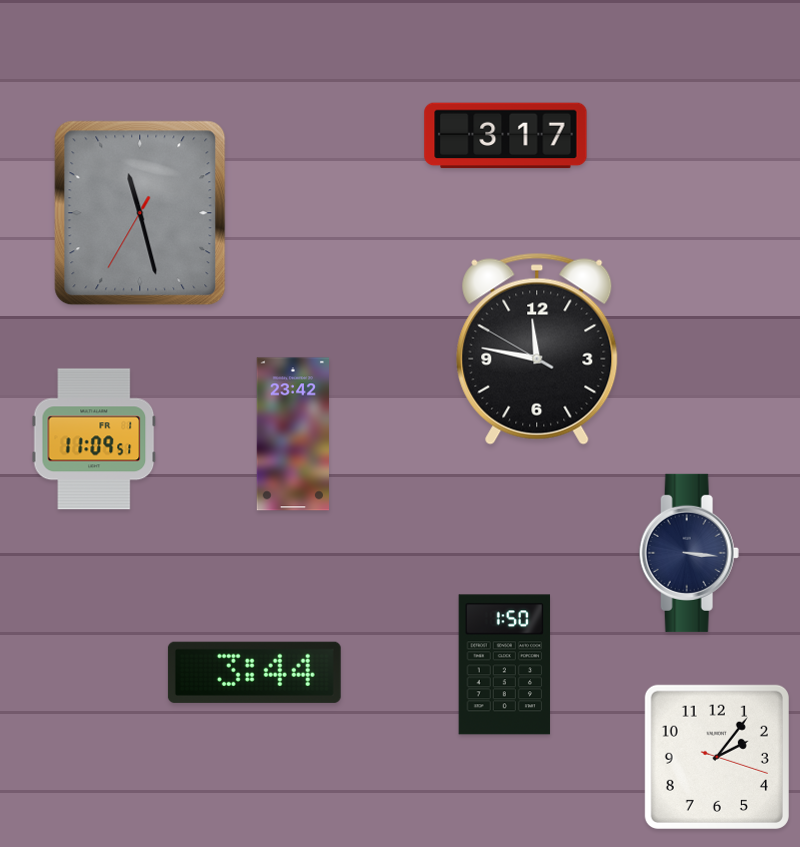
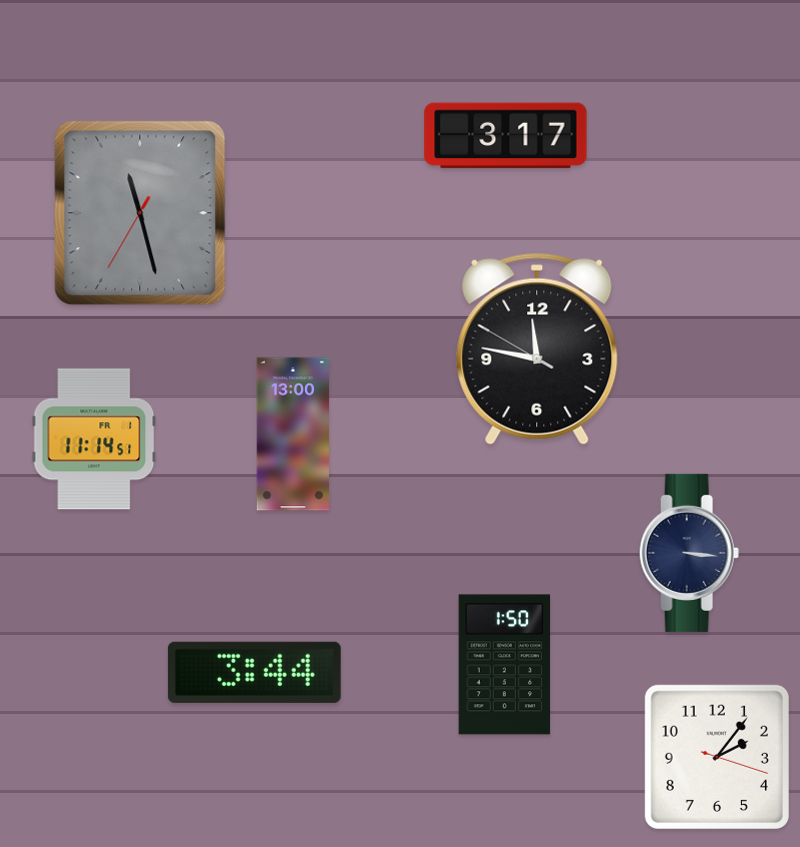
clock at (292, 434): 23:42 -> 13:00
clock at (94, 439): 11:09 -> 11:14
